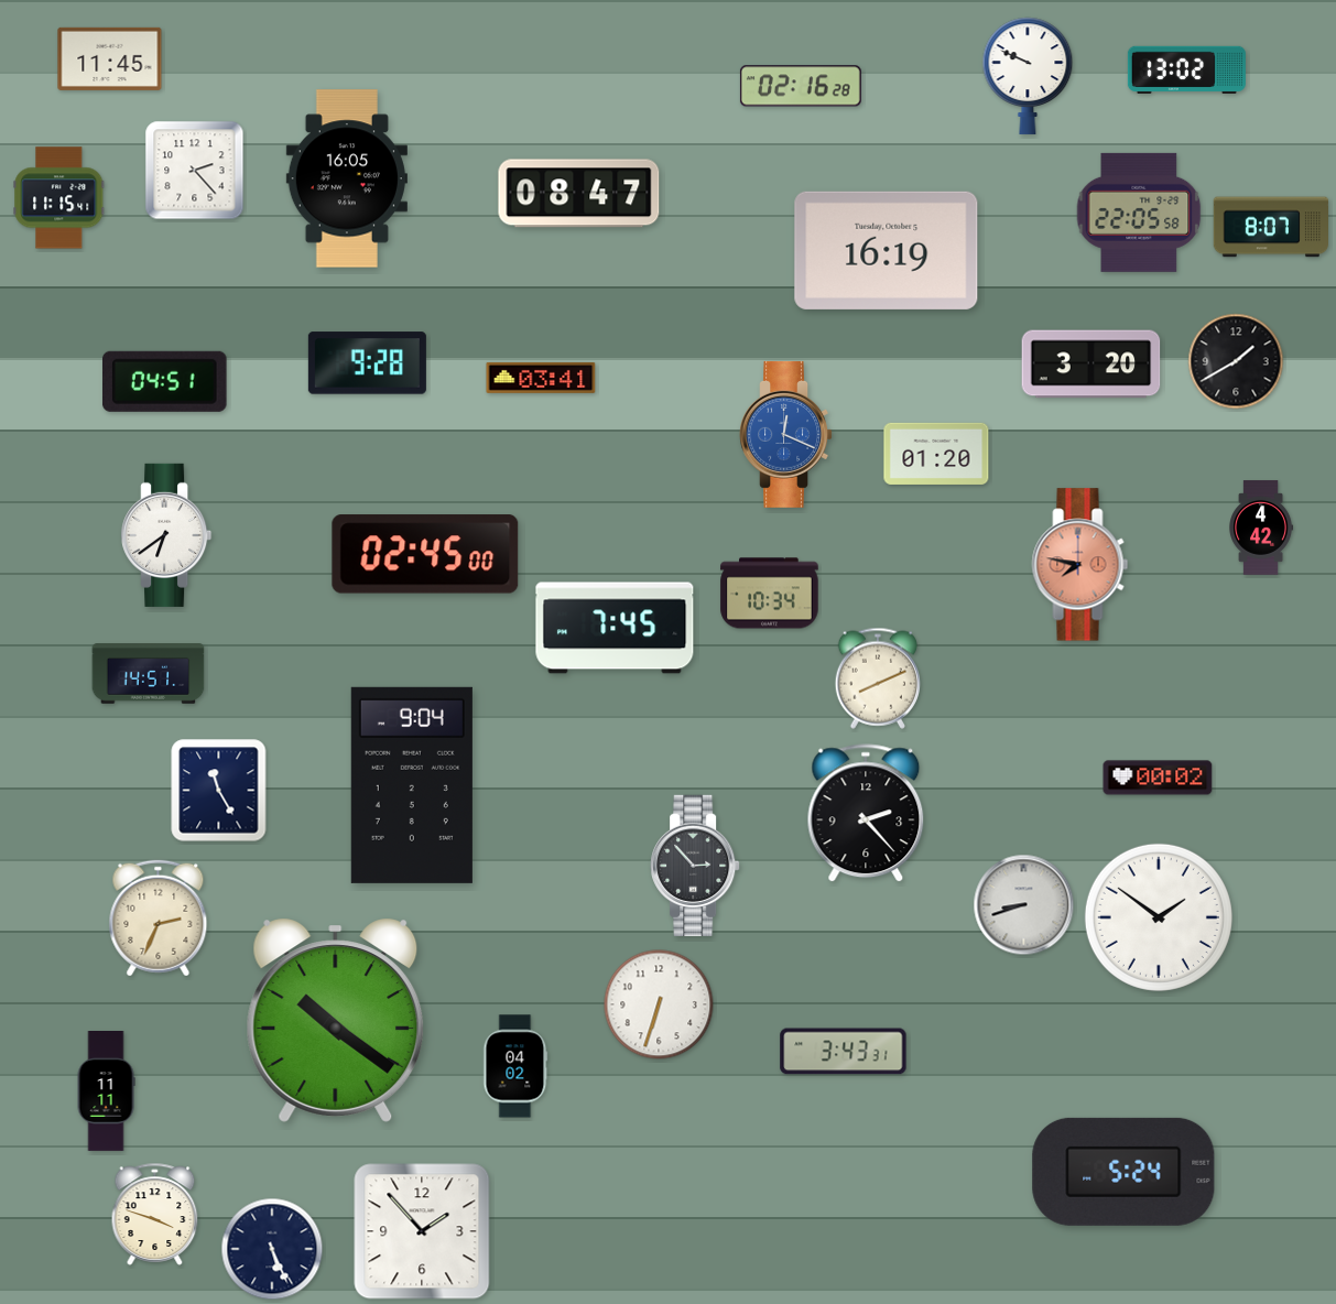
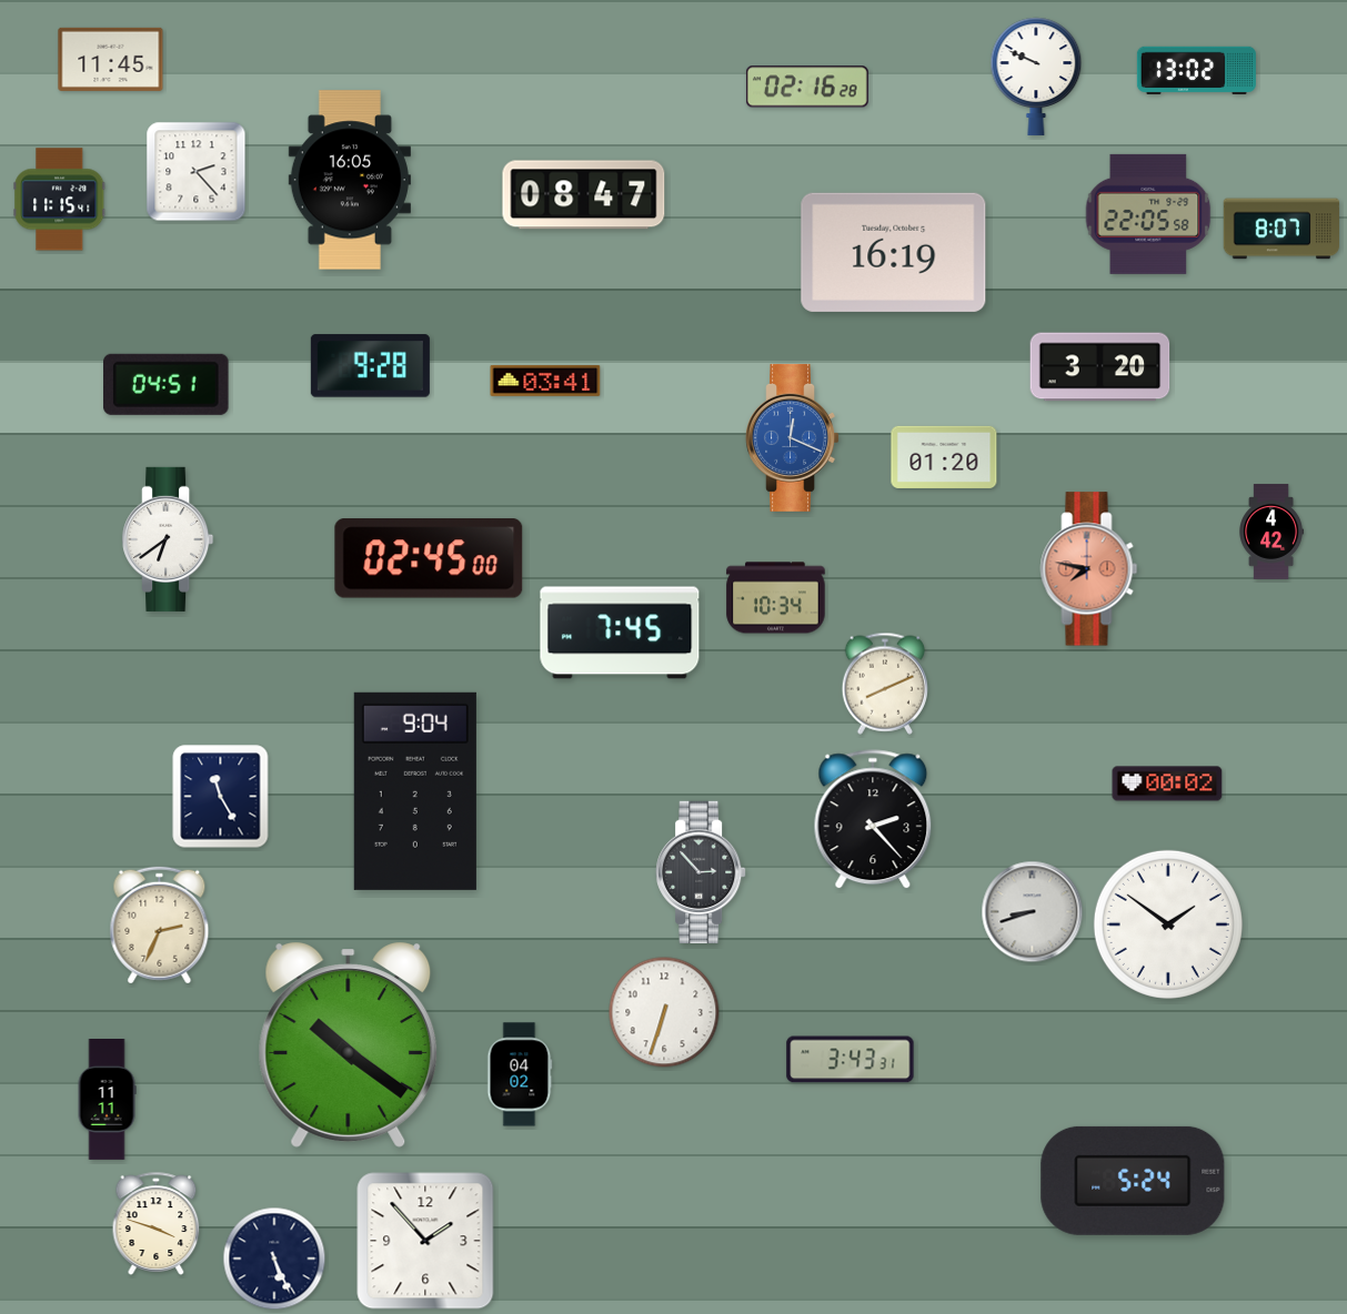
clock at (1236, 361): 1:40 -> none
clock at (149, 674): 14:51 -> none
clock at (336, 1020) position: (336, 1020) -> (349, 1044)
